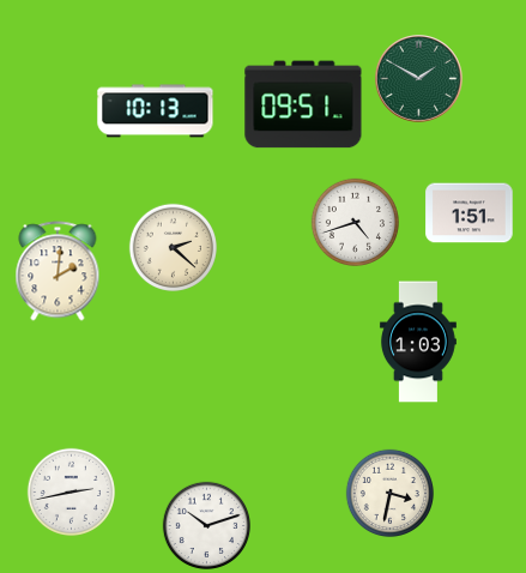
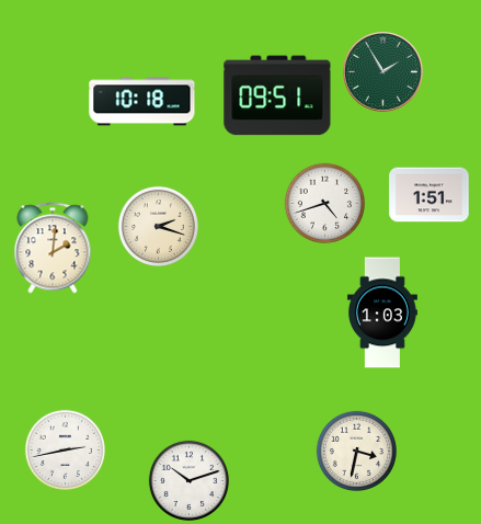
clock at (419, 79): 1:50 -> 1:55
clock at (156, 111): 10:13 -> 10:18
clock at (173, 247): 2:22 -> 2:18
